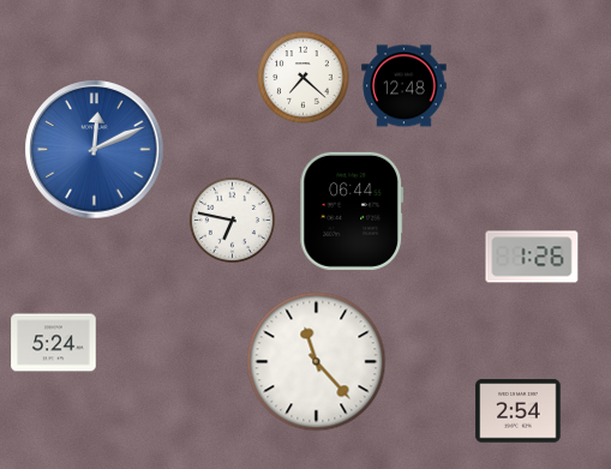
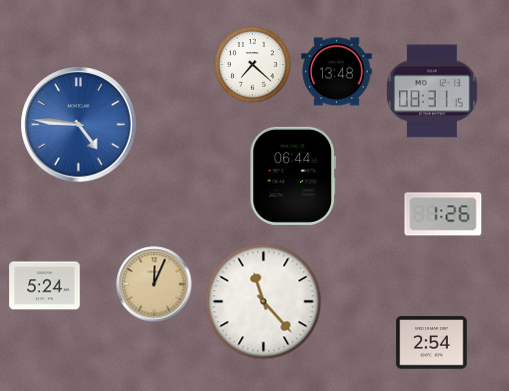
clock at (405, 86): 12:48 -> 13:48
clock at (432, 91): none -> 08:31
clock at (95, 150): 12:11 -> 4:46
clock at (232, 220): 6:47 -> none
clock at (154, 284): none -> 12:04
